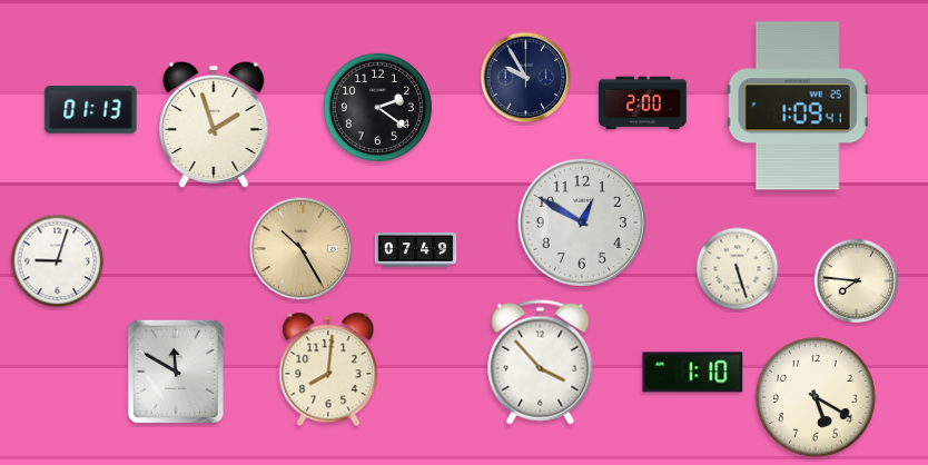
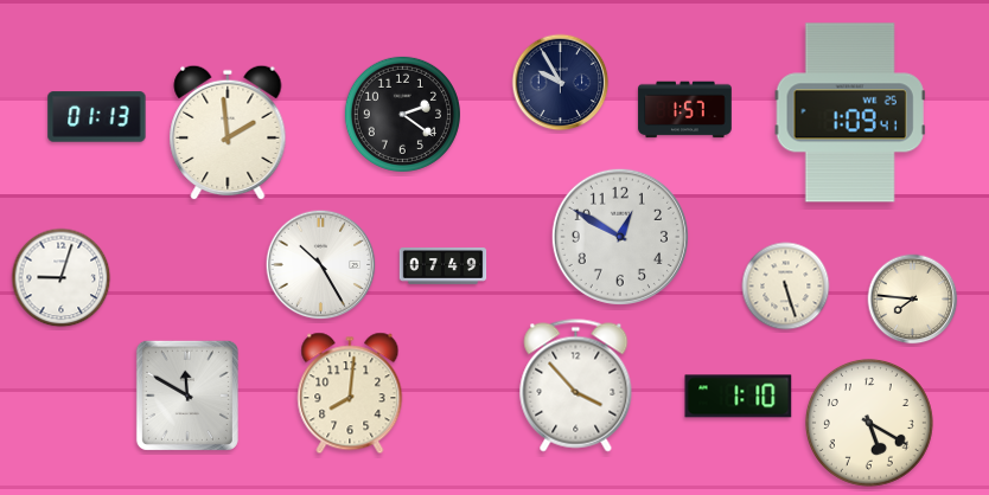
clock at (643, 103): 2:00 -> 1:57
clock at (214, 125): 1:57 -> 1:59
clock at (302, 249) dial: champagne -> white
